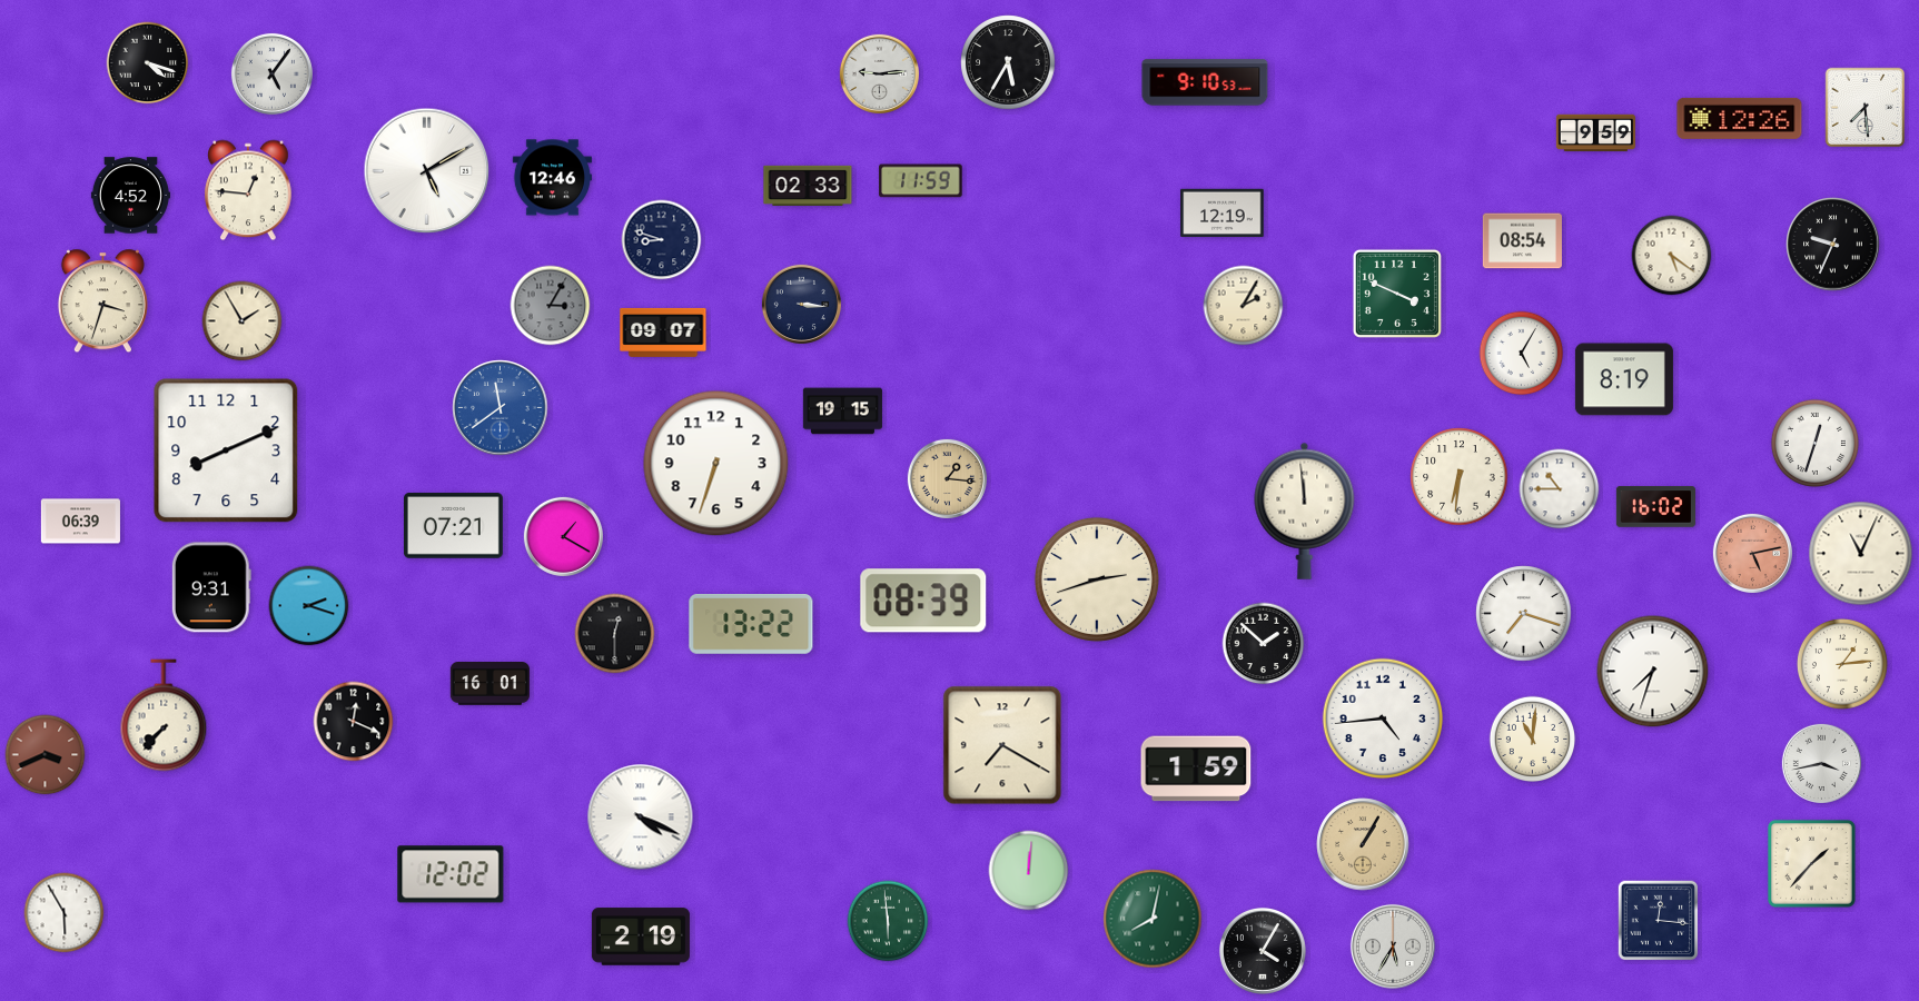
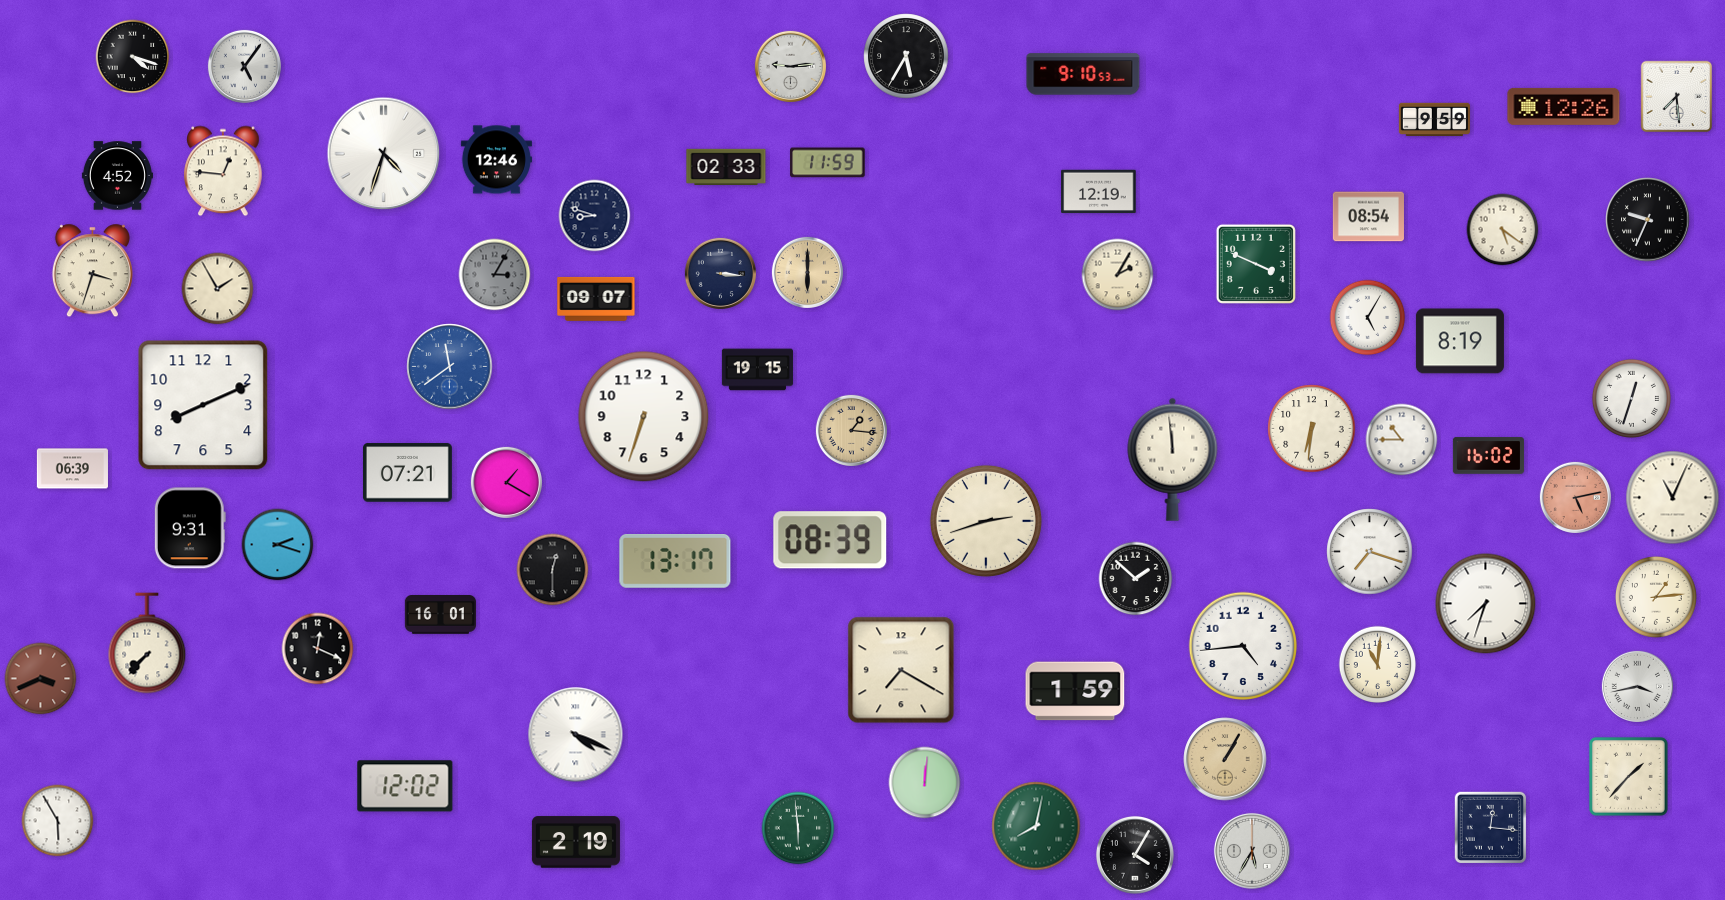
clock at (427, 171): 5:10 -> 4:33
clock at (807, 272): none -> 6:00
clock at (751, 625): 13:22 -> 13:17
